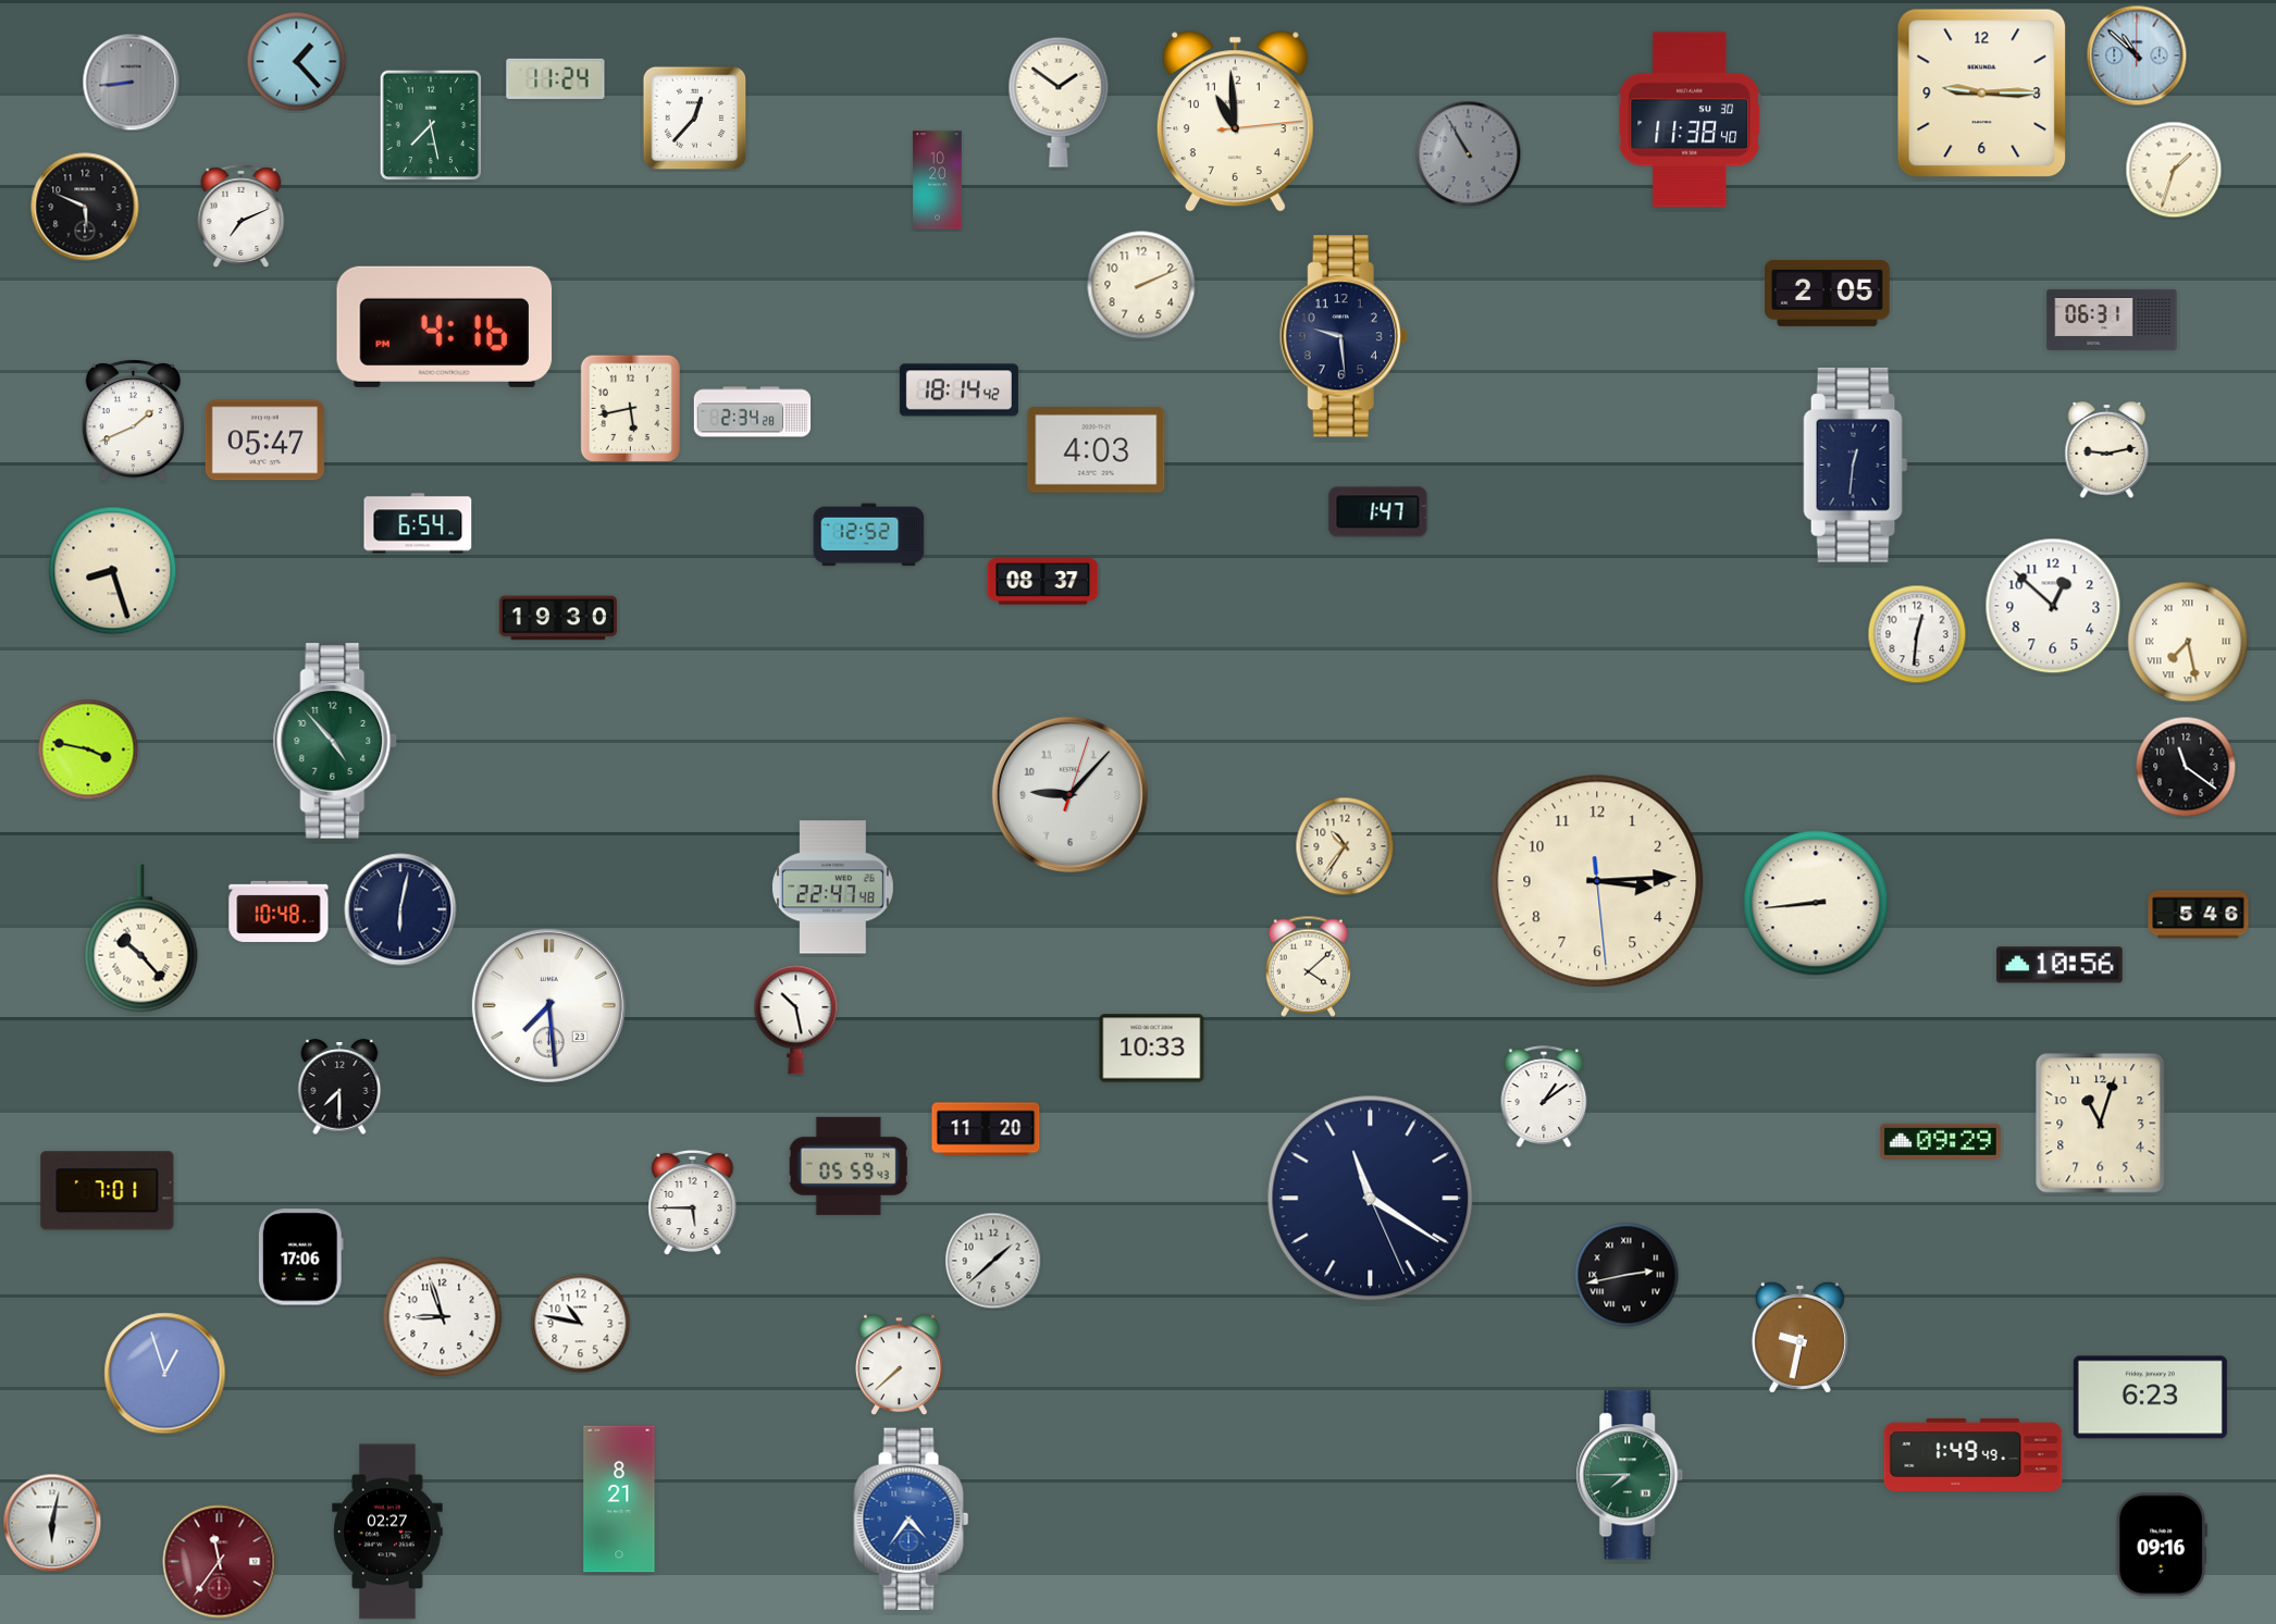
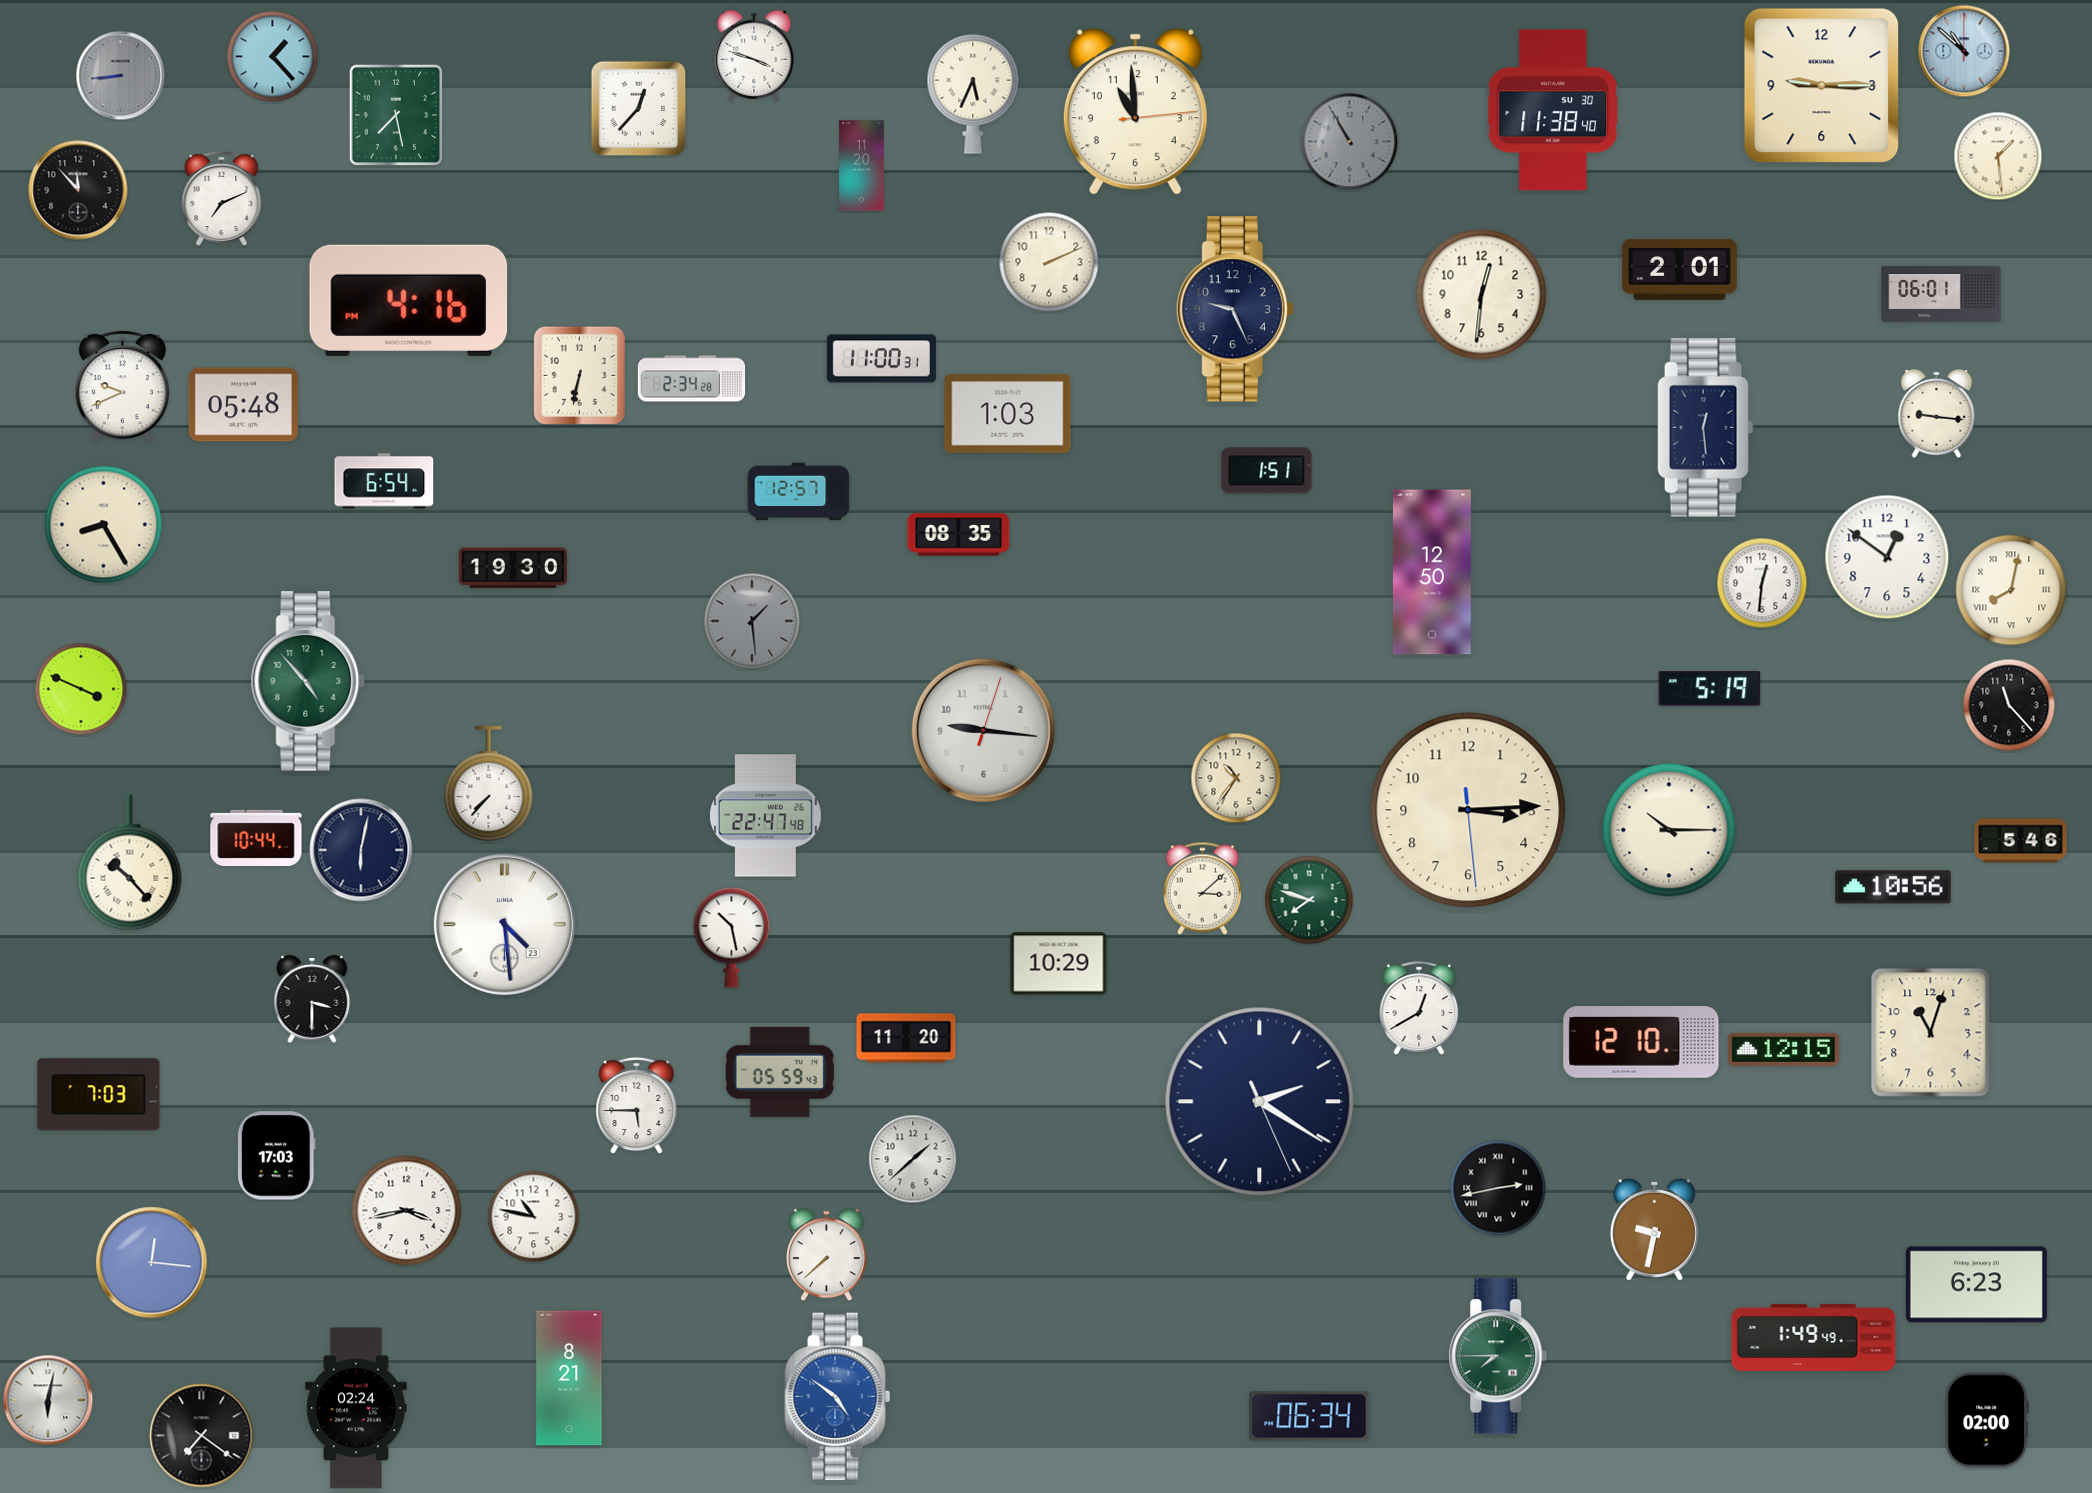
clock at (754, 56): none -> 3:48
clock at (556, 78): 11:24 -> none
clock at (1059, 102): 1:51 -> 5:34
clock at (2174, 170): 1:33 -> 1:29
clock at (938, 181): 10:20 -> 11:20
clock at (85, 207): 5:49 -> 11:53
clock at (1828, 293): 2:05 -> 2:01
clock at (2112, 320): 06:31 -> 06:01
clock at (1482, 295): none -> 12:31
clock at (1344, 336): 9:29 -> 9:26
clock at (958, 390): 18:14 -> 11:00
clock at (630, 408): 5:43 -> 6:32
clock at (133, 420): 1:41 -> 9:41
clock at (264, 441): 05:47 -> 05:48
clock at (2107, 449): 9:13 -> 9:16
clock at (1097, 450): 4:03 -> 1:03
clock at (1856, 466): 12:31 -> 12:29
clock at (1378, 512): 1:47 -> 1:51
clock at (869, 535): 12:52 -> 12:57
clock at (113, 571): 8:27 -> 8:25
clock at (1043, 582): 08:37 -> 08:35
clock at (2053, 606): 12:52 -> 12:51
clock at (1432, 572): none -> 12:50
clock at (2188, 642): 7:28 -> 8:02
clock at (752, 621): none -> 1:29
clock at (88, 749): 3:47 -> 3:49
clock at (1710, 689): none -> 5:19
clock at (2186, 767): 11:21 -> 11:23
clock at (1069, 794): 9:07 -> 9:16
clock at (489, 784): none -> 7:37
clock at (1816, 903): 8:44 -> 10:15
clock at (400, 909) position: (400, 909) -> (361, 850)
clock at (279, 912): 10:48 -> 10:44
clock at (1309, 966): 4:08 -> 3:08
clock at (1309, 900): none -> 7:48
clock at (548, 1005): 7:29 -> 4:29
clock at (1152, 1049): 10:33 -> 10:29
clock at (339, 1087): 7:30 -> 3:30
clock at (1544, 1096): 1:09 -> 12:40
clock at (1641, 1042): none -> 12:10
clock at (1940, 1142): 09:29 -> 12:15
clock at (108, 1191): 7:01 -> 7:03
clock at (1371, 1199): 11:20 -> 2:20
clock at (300, 1257): 17:06 -> 17:03
clock at (1626, 1275) position: (1626, 1275) -> (1498, 1188)
clock at (443, 1317): 8:57 -> 3:43
clock at (165, 1374): 12:57 -> 12:16
clock at (912, 1520): 4:36 -> 4:51
clock at (387, 1532): 02:27 -> 02:24
clock at (1309, 1416): none -> 06:34
clock at (2162, 1545): 09:16 -> 02:00
clock at (220, 1562): 11:36 -> 7:21
clock at (220, 1562) dial: burgundy -> black
